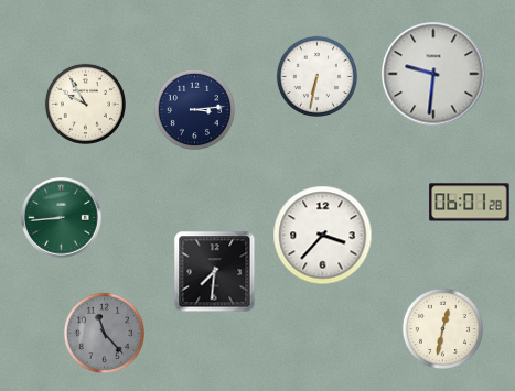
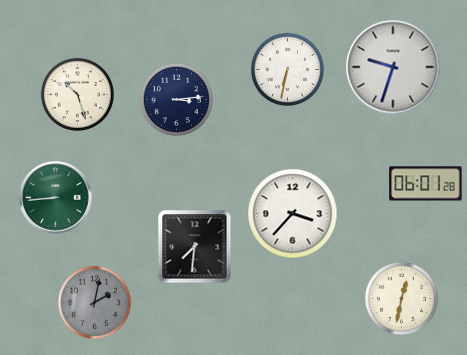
clock at (433, 74): 9:31 -> 9:33
clock at (85, 104): 9:55 -> 10:27
clock at (104, 333): 11:23 -> 2:02
